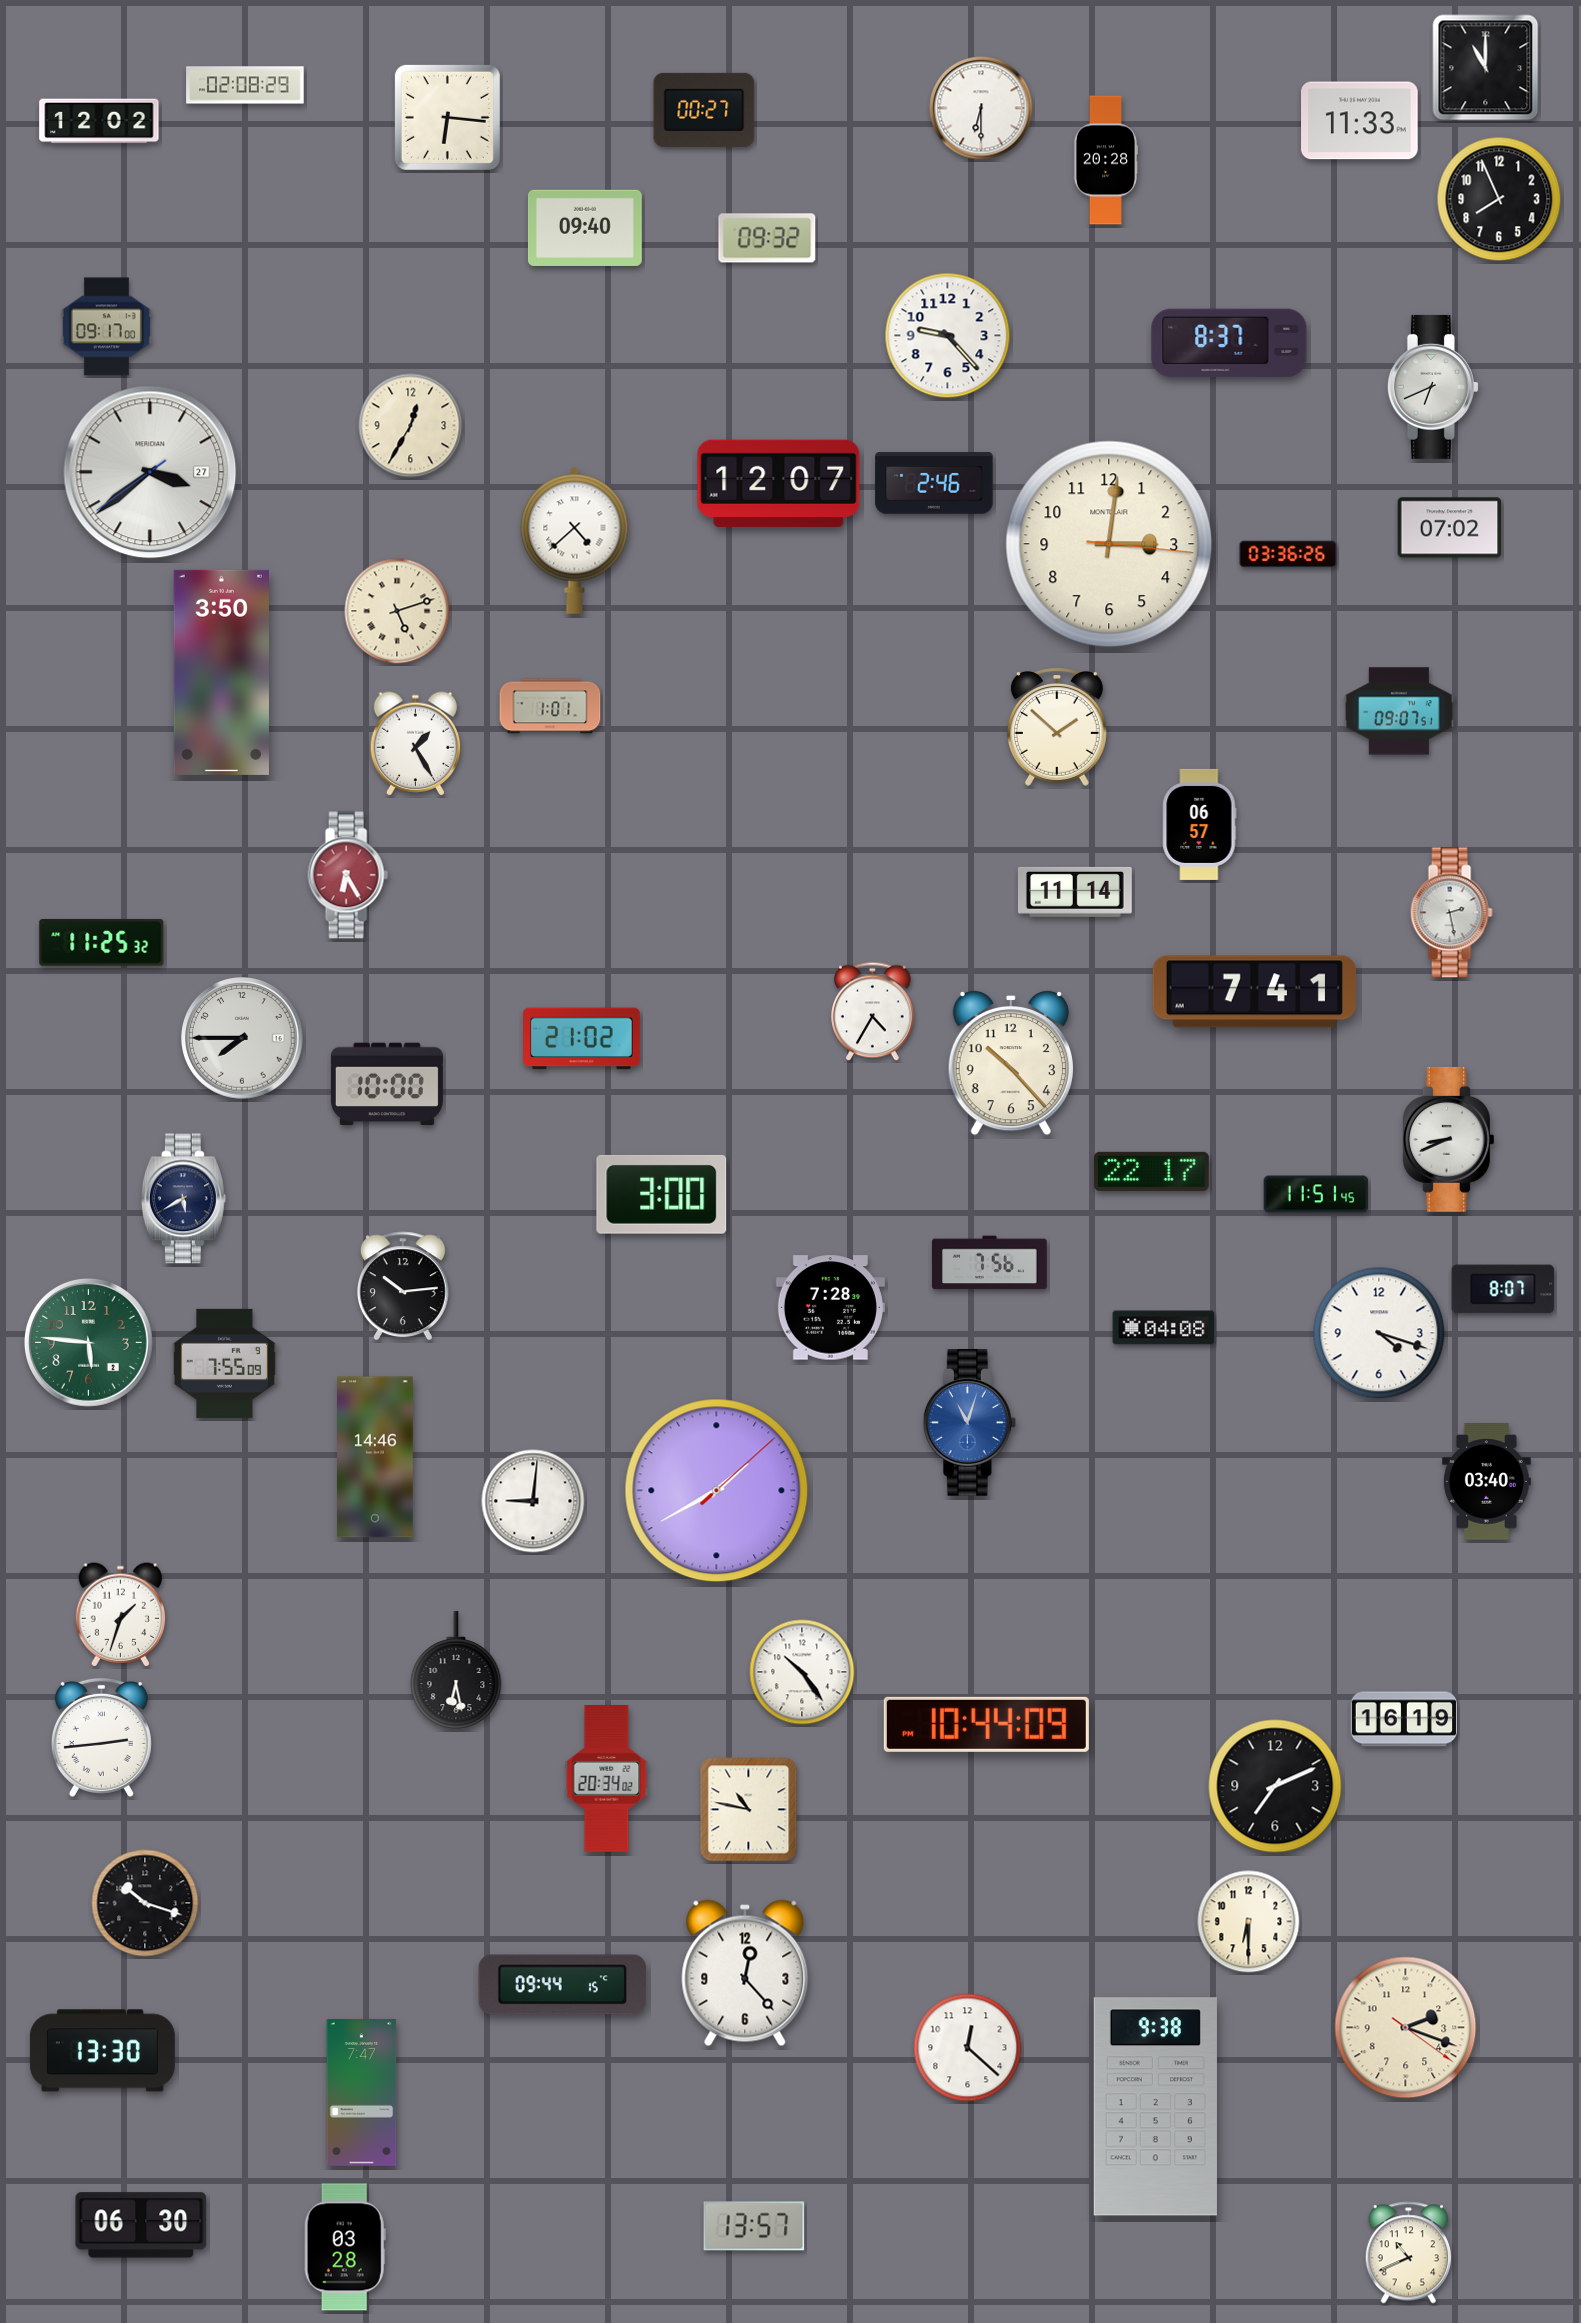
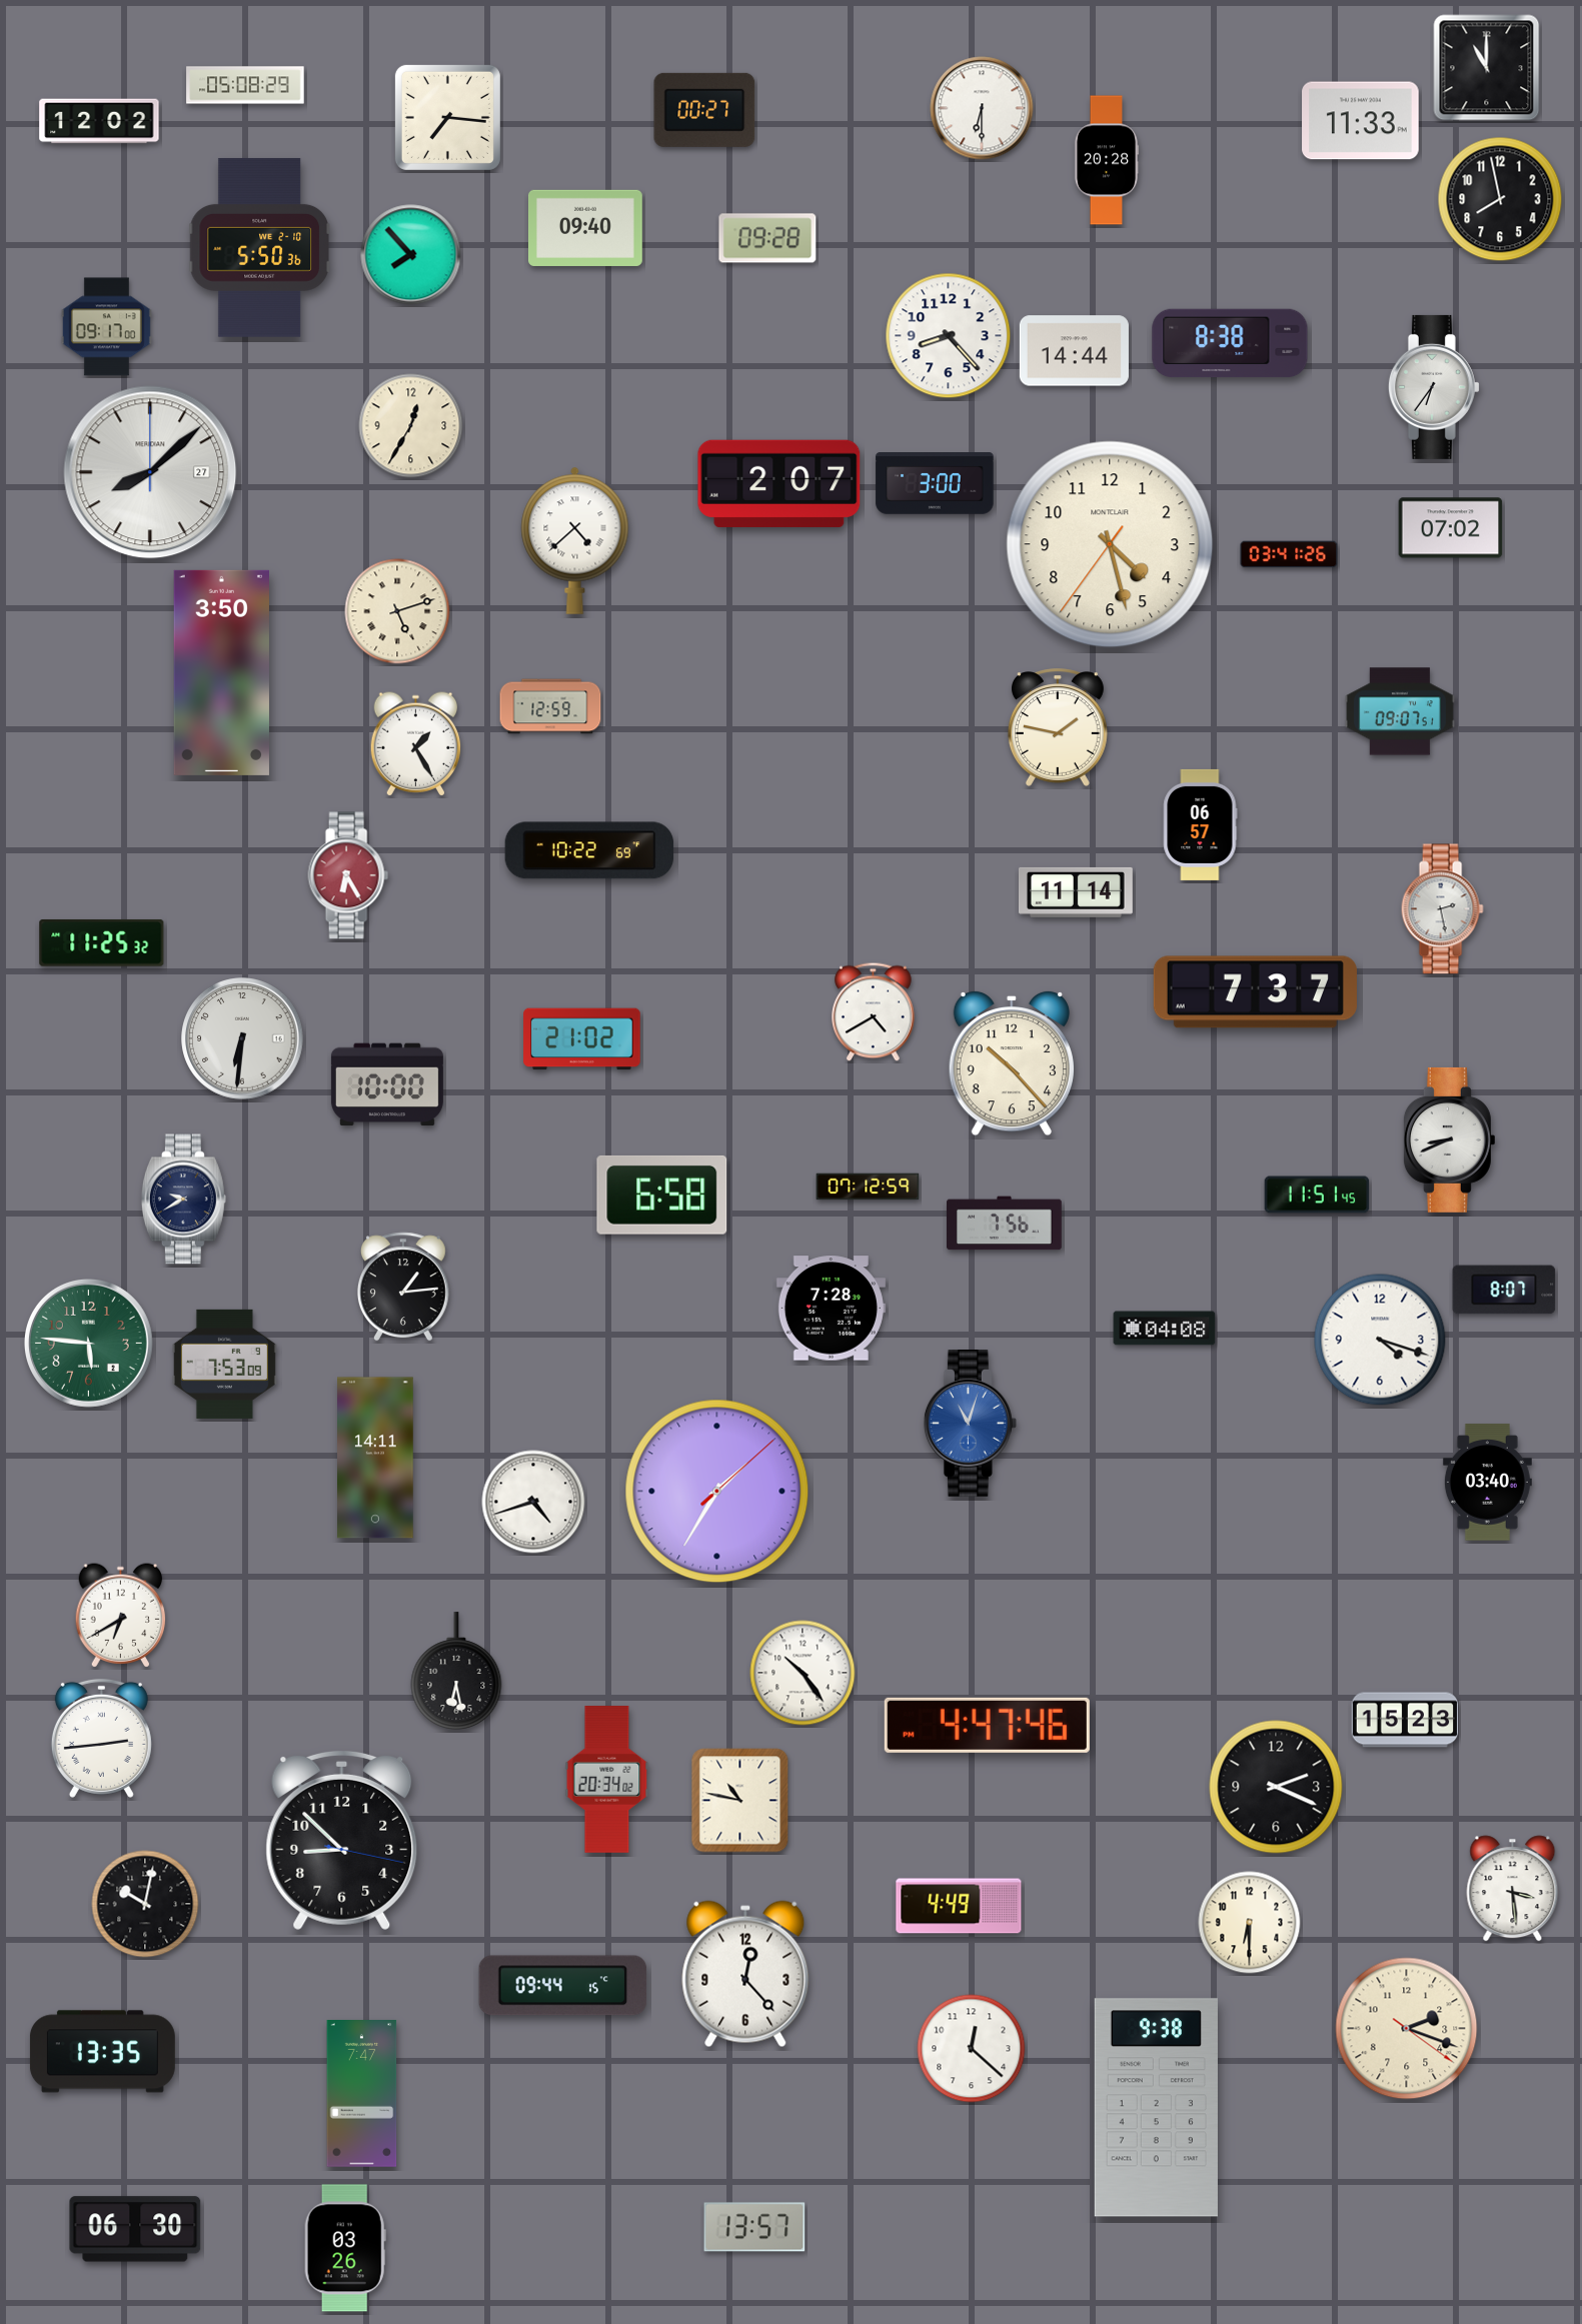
clock at (245, 85): 02:08 -> 05:08
clock at (447, 117): 6:16 -> 7:16
clock at (1499, 199): 7:56 -> 7:58
clock at (767, 238): 09:32 -> 09:28
clock at (259, 247): none -> 5:50
clock at (411, 255): none -> 7:53
clock at (948, 336): 9:23 -> 8:23
clock at (1229, 343): 8:37 -> 8:38
clock at (1074, 351): none -> 14:44
clock at (1433, 387): 6:41 -> 6:36
clock at (150, 472): 3:38 -> 8:08
clock at (779, 483): 12:07 -> 2:07
clock at (934, 484): 2:46 -> 3:00
clock at (1109, 544): 3:01 -> 4:27
clock at (1288, 554): 03:36 -> 03:41
clock at (550, 706): 1:01 -> 12:59
clock at (1057, 727): 1:52 -> 1:47
clock at (589, 850): none -> 10:22
clock at (1451, 913) position: (1451, 913) -> (1442, 909)
clock at (1254, 992): 7:41 -> 7:37
clock at (873, 1012): 4:35 -> 4:40
clock at (242, 1038): 7:45 -> 6:31
clock at (1152, 1171): 22:17 -> none
clock at (868, 1187): none -> 07:12
clock at (662, 1194): 3:00 -> 6:58
clock at (183, 1199): 5:40 -> 9:40
clock at (990, 1263) position: (990, 1263) -> (1005, 1224)
clock at (403, 1286): 10:14 -> 1:14
clock at (1379, 1333) position: (1379, 1333) -> (1380, 1340)
clock at (224, 1363): 7:55 -> 7:53
clock at (376, 1457): 14:46 -> 14:11
clock at (717, 1491): 1:40 -> 1:35
clock at (533, 1501): 9:01 -> 4:42
clock at (121, 1615): 1:33 -> 6:40
clock at (1404, 1719): 16:19 -> 15:23
clock at (986, 1724): 10:44 -> 4:47
clock at (1275, 1786): 7:11 -> 2:19
clock at (749, 1810) position: (749, 1810) -> (740, 1801)
clock at (342, 1840): none -> 8:52
clock at (1513, 1889): none -> 3:29
clock at (145, 1903): 10:18 -> 10:02
clock at (959, 1906): none -> 4:49
clock at (968, 2048) position: (968, 2048) -> (972, 2049)
clock at (102, 2051): 13:30 -> 13:35
clock at (141, 2225) position: (141, 2225) -> (135, 2229)
clock at (345, 2247): 03:28 -> 03:26
clock at (1408, 2253): 10:41 -> none
